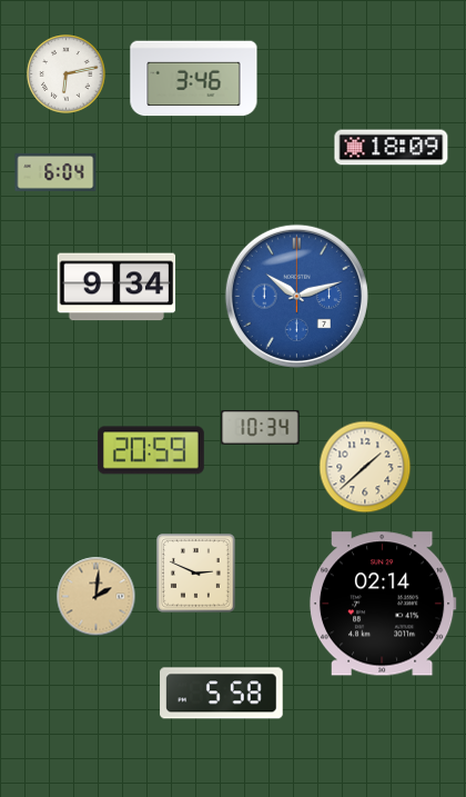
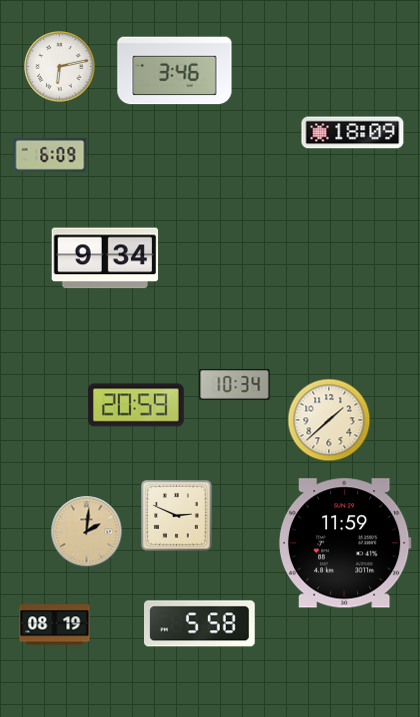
clock at (55, 172): 6:04 -> 6:09
clock at (296, 296): 10:12 -> none
clock at (97, 597) position: (97, 597) -> (87, 532)
clock at (383, 604): 02:14 -> 11:59
clock at (55, 625): none -> 08:19
